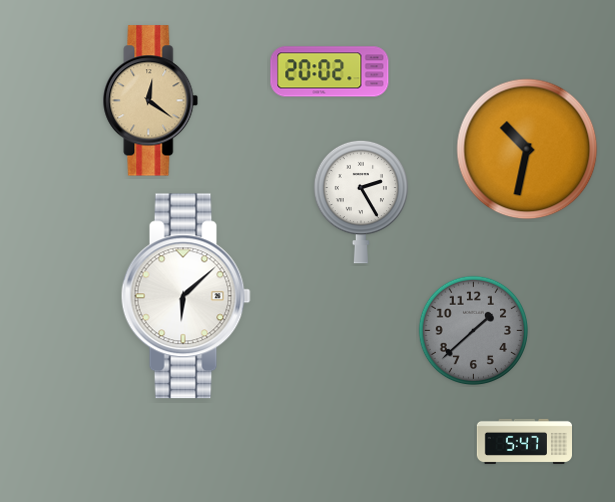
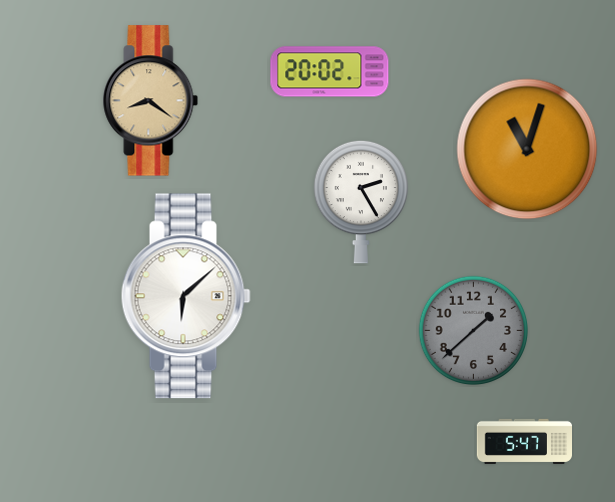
clock at (151, 101): 12:21 -> 8:21
clock at (527, 149): 10:32 -> 11:03
